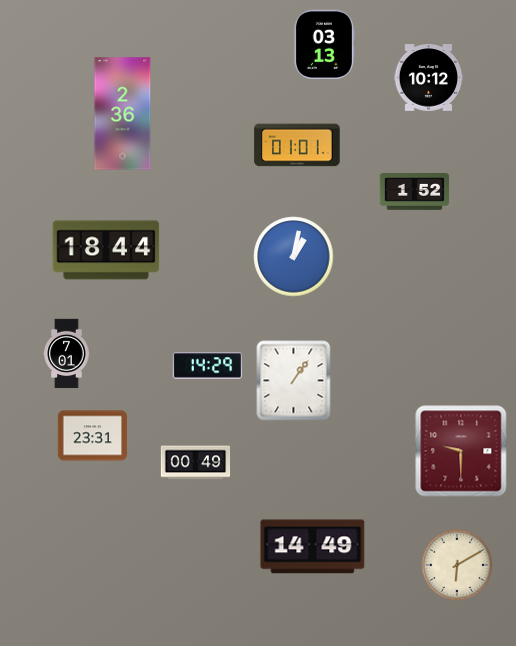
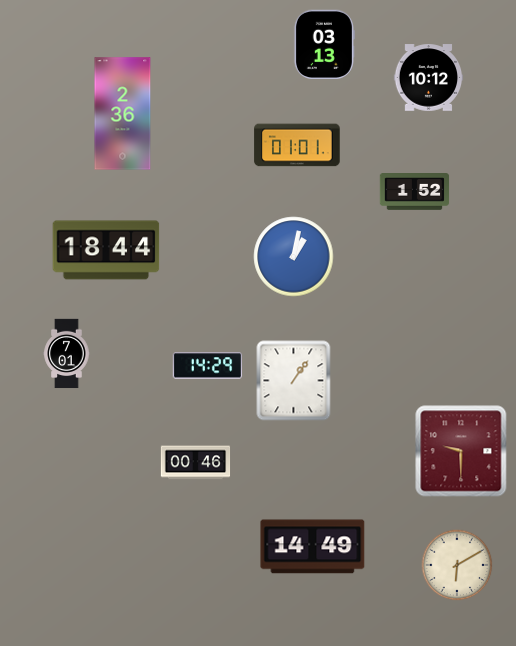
clock at (93, 436): 23:31 -> none
clock at (196, 463): 00:49 -> 00:46
